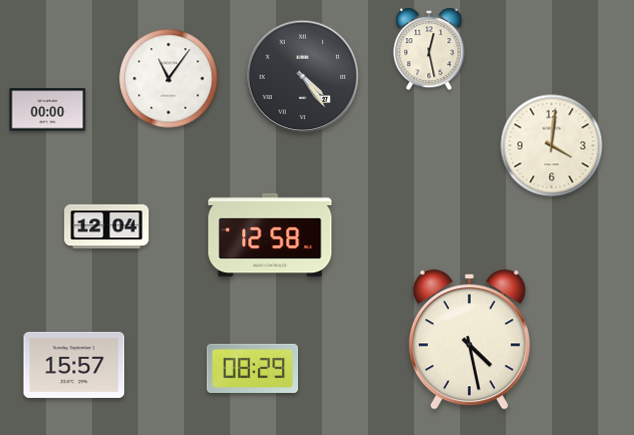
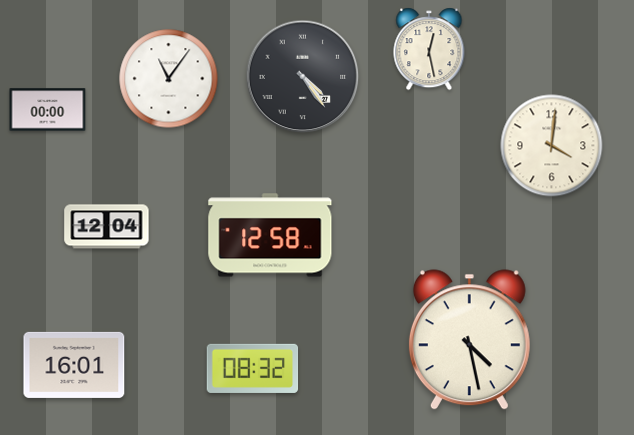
clock at (74, 365): 15:57 -> 16:01
clock at (253, 368): 08:29 -> 08:32
